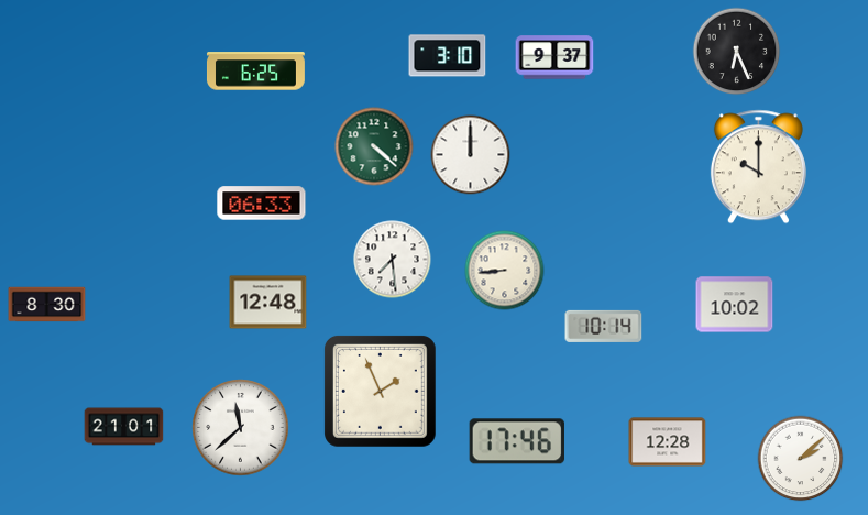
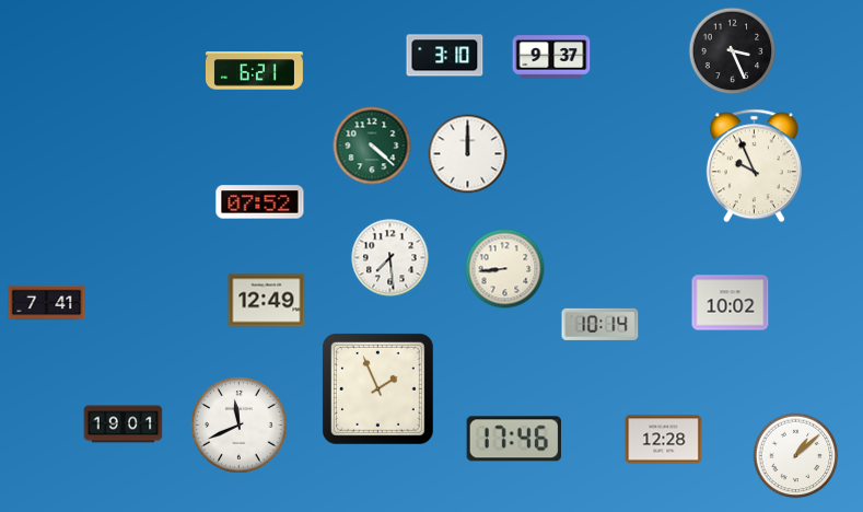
clock at (737, 52): 6:26 -> 3:26
clock at (255, 72): 6:25 -> 6:21
clock at (758, 167): 10:00 -> 9:56
clock at (262, 204): 06:33 -> 07:52
clock at (505, 271) position: (505, 271) -> (505, 269)
clock at (268, 303): 12:48 -> 12:49
clock at (47, 305): 8:30 -> 7:41
clock at (124, 427): 21:01 -> 19:01
clock at (241, 428): 11:38 -> 11:41
clock at (801, 459): 2:08 -> 1:08
